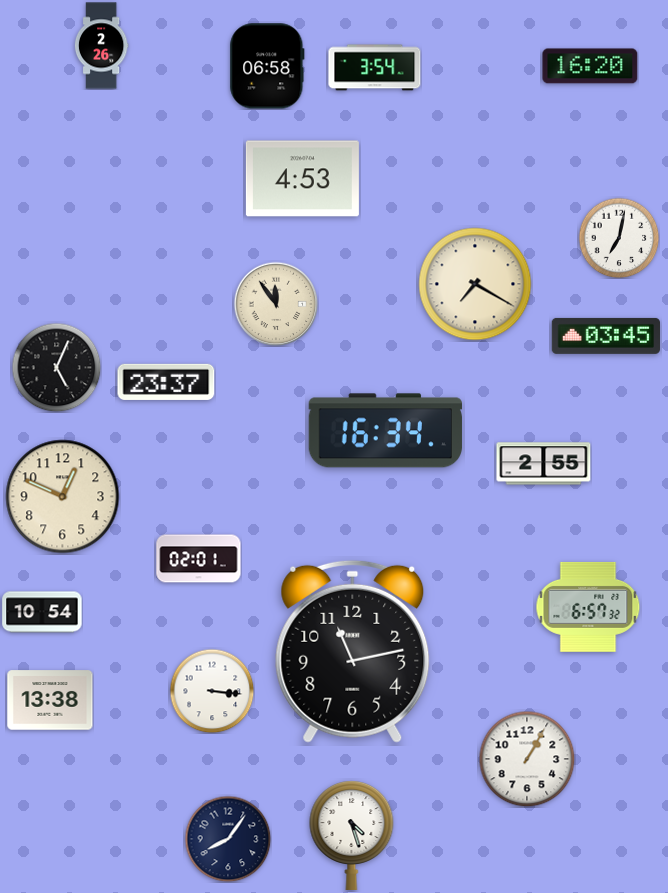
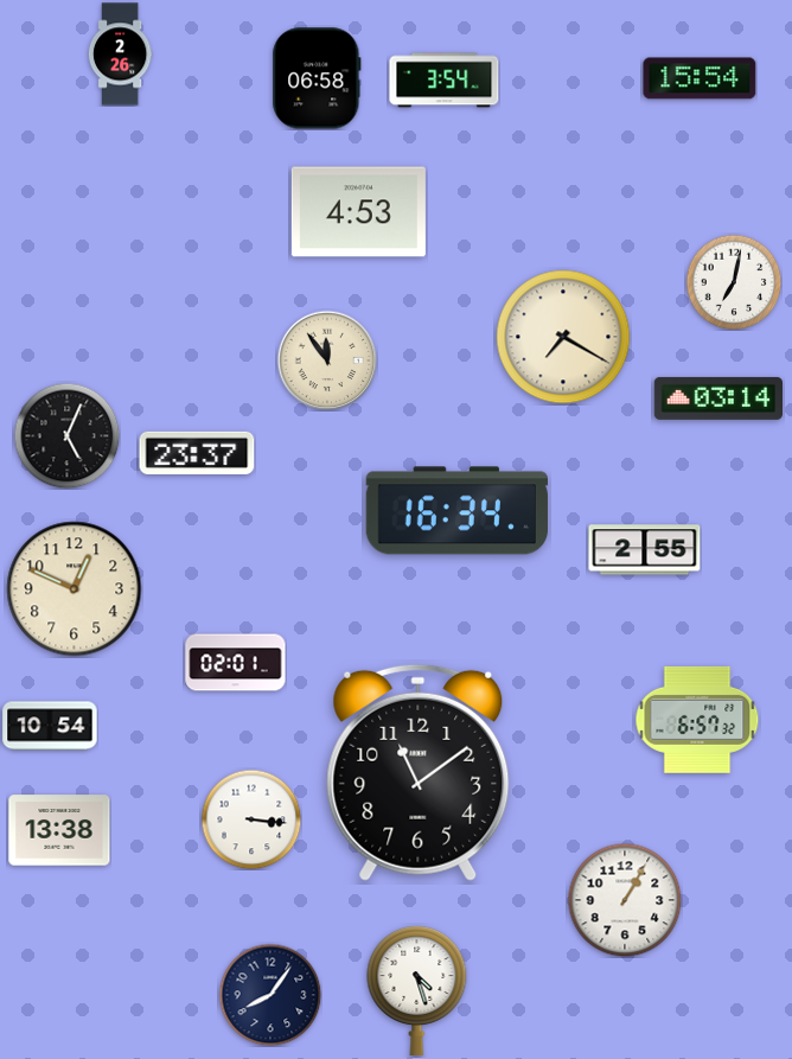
clock at (590, 66): 16:20 -> 15:54
clock at (605, 336): 03:45 -> 03:14
clock at (353, 651): 11:13 -> 11:09
